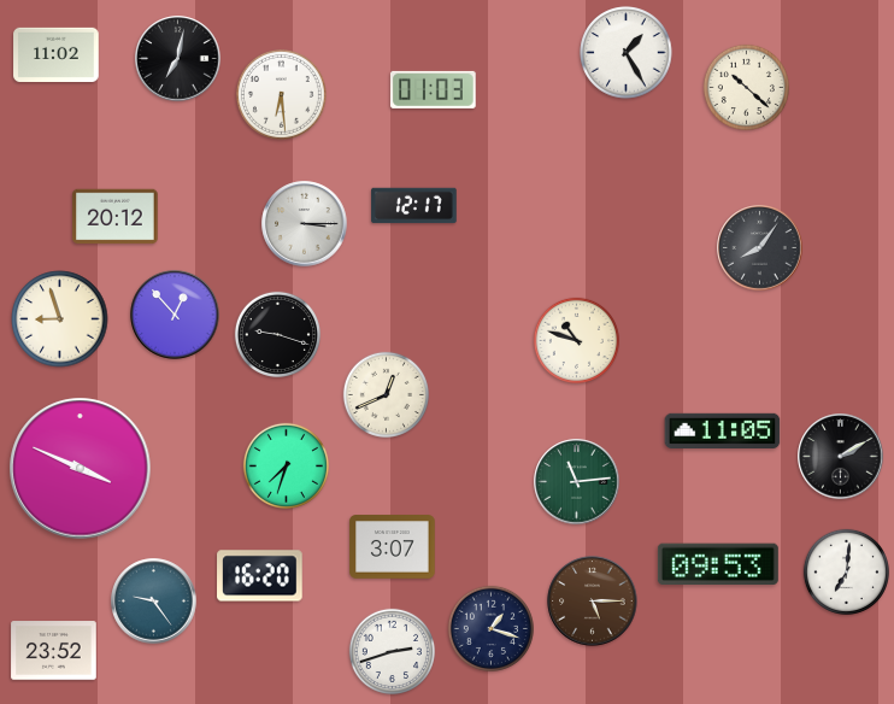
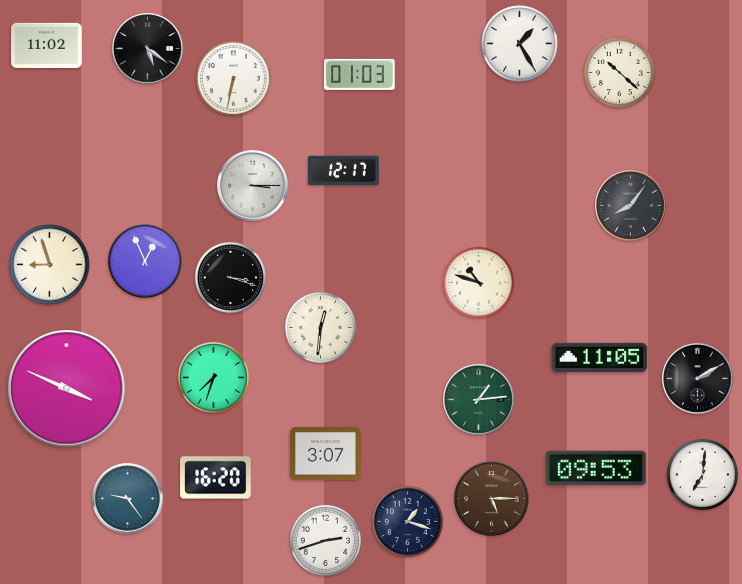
clock at (178, 59): 7:02 -> 5:21
clock at (281, 94): 6:29 -> 6:32
clock at (116, 217): 20:12 -> none
clock at (175, 315): 12:53 -> 12:56
clock at (277, 334): 9:18 -> 3:18
clock at (386, 394): 12:41 -> 12:31
clock at (286, 465) position: (286, 465) -> (213, 377)
clock at (577, 482): 11:14 -> 1:14
clock at (54, 651): 23:52 -> none
